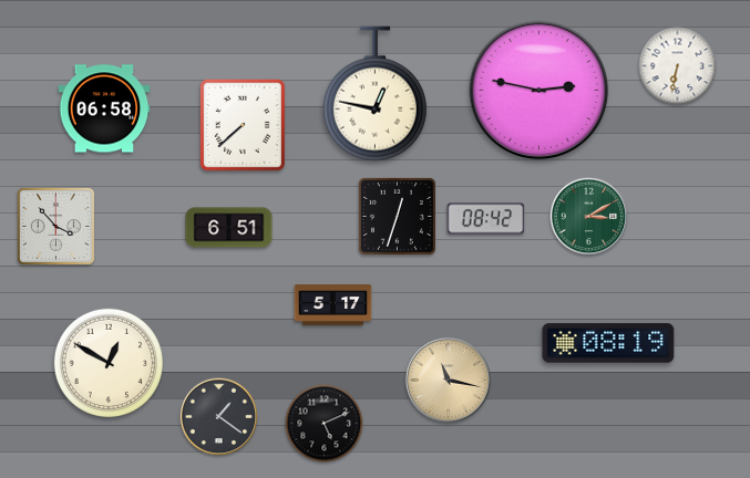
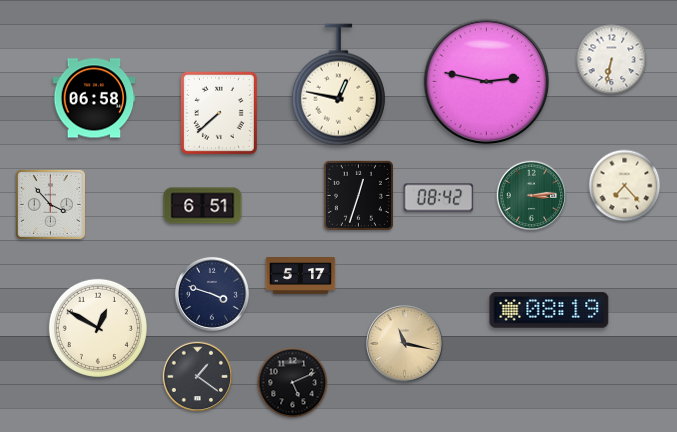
clock at (625, 186): none -> 7:23
clock at (589, 217): 3:10 -> 3:14
clock at (229, 228) position: (229, 228) -> (203, 206)
clock at (212, 294): none -> 3:48
